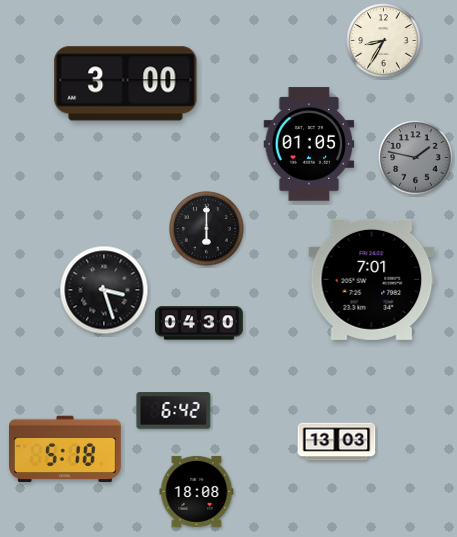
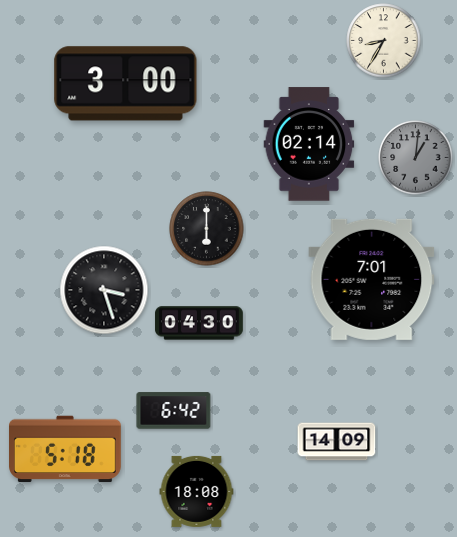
clock at (309, 144): 01:05 -> 02:14
clock at (416, 158): 1:47 -> 1:01
clock at (337, 442): 13:03 -> 14:09
